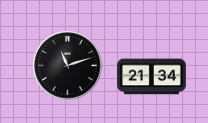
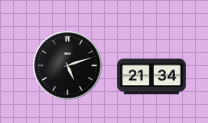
clock at (68, 66): 11:12 -> 5:12
